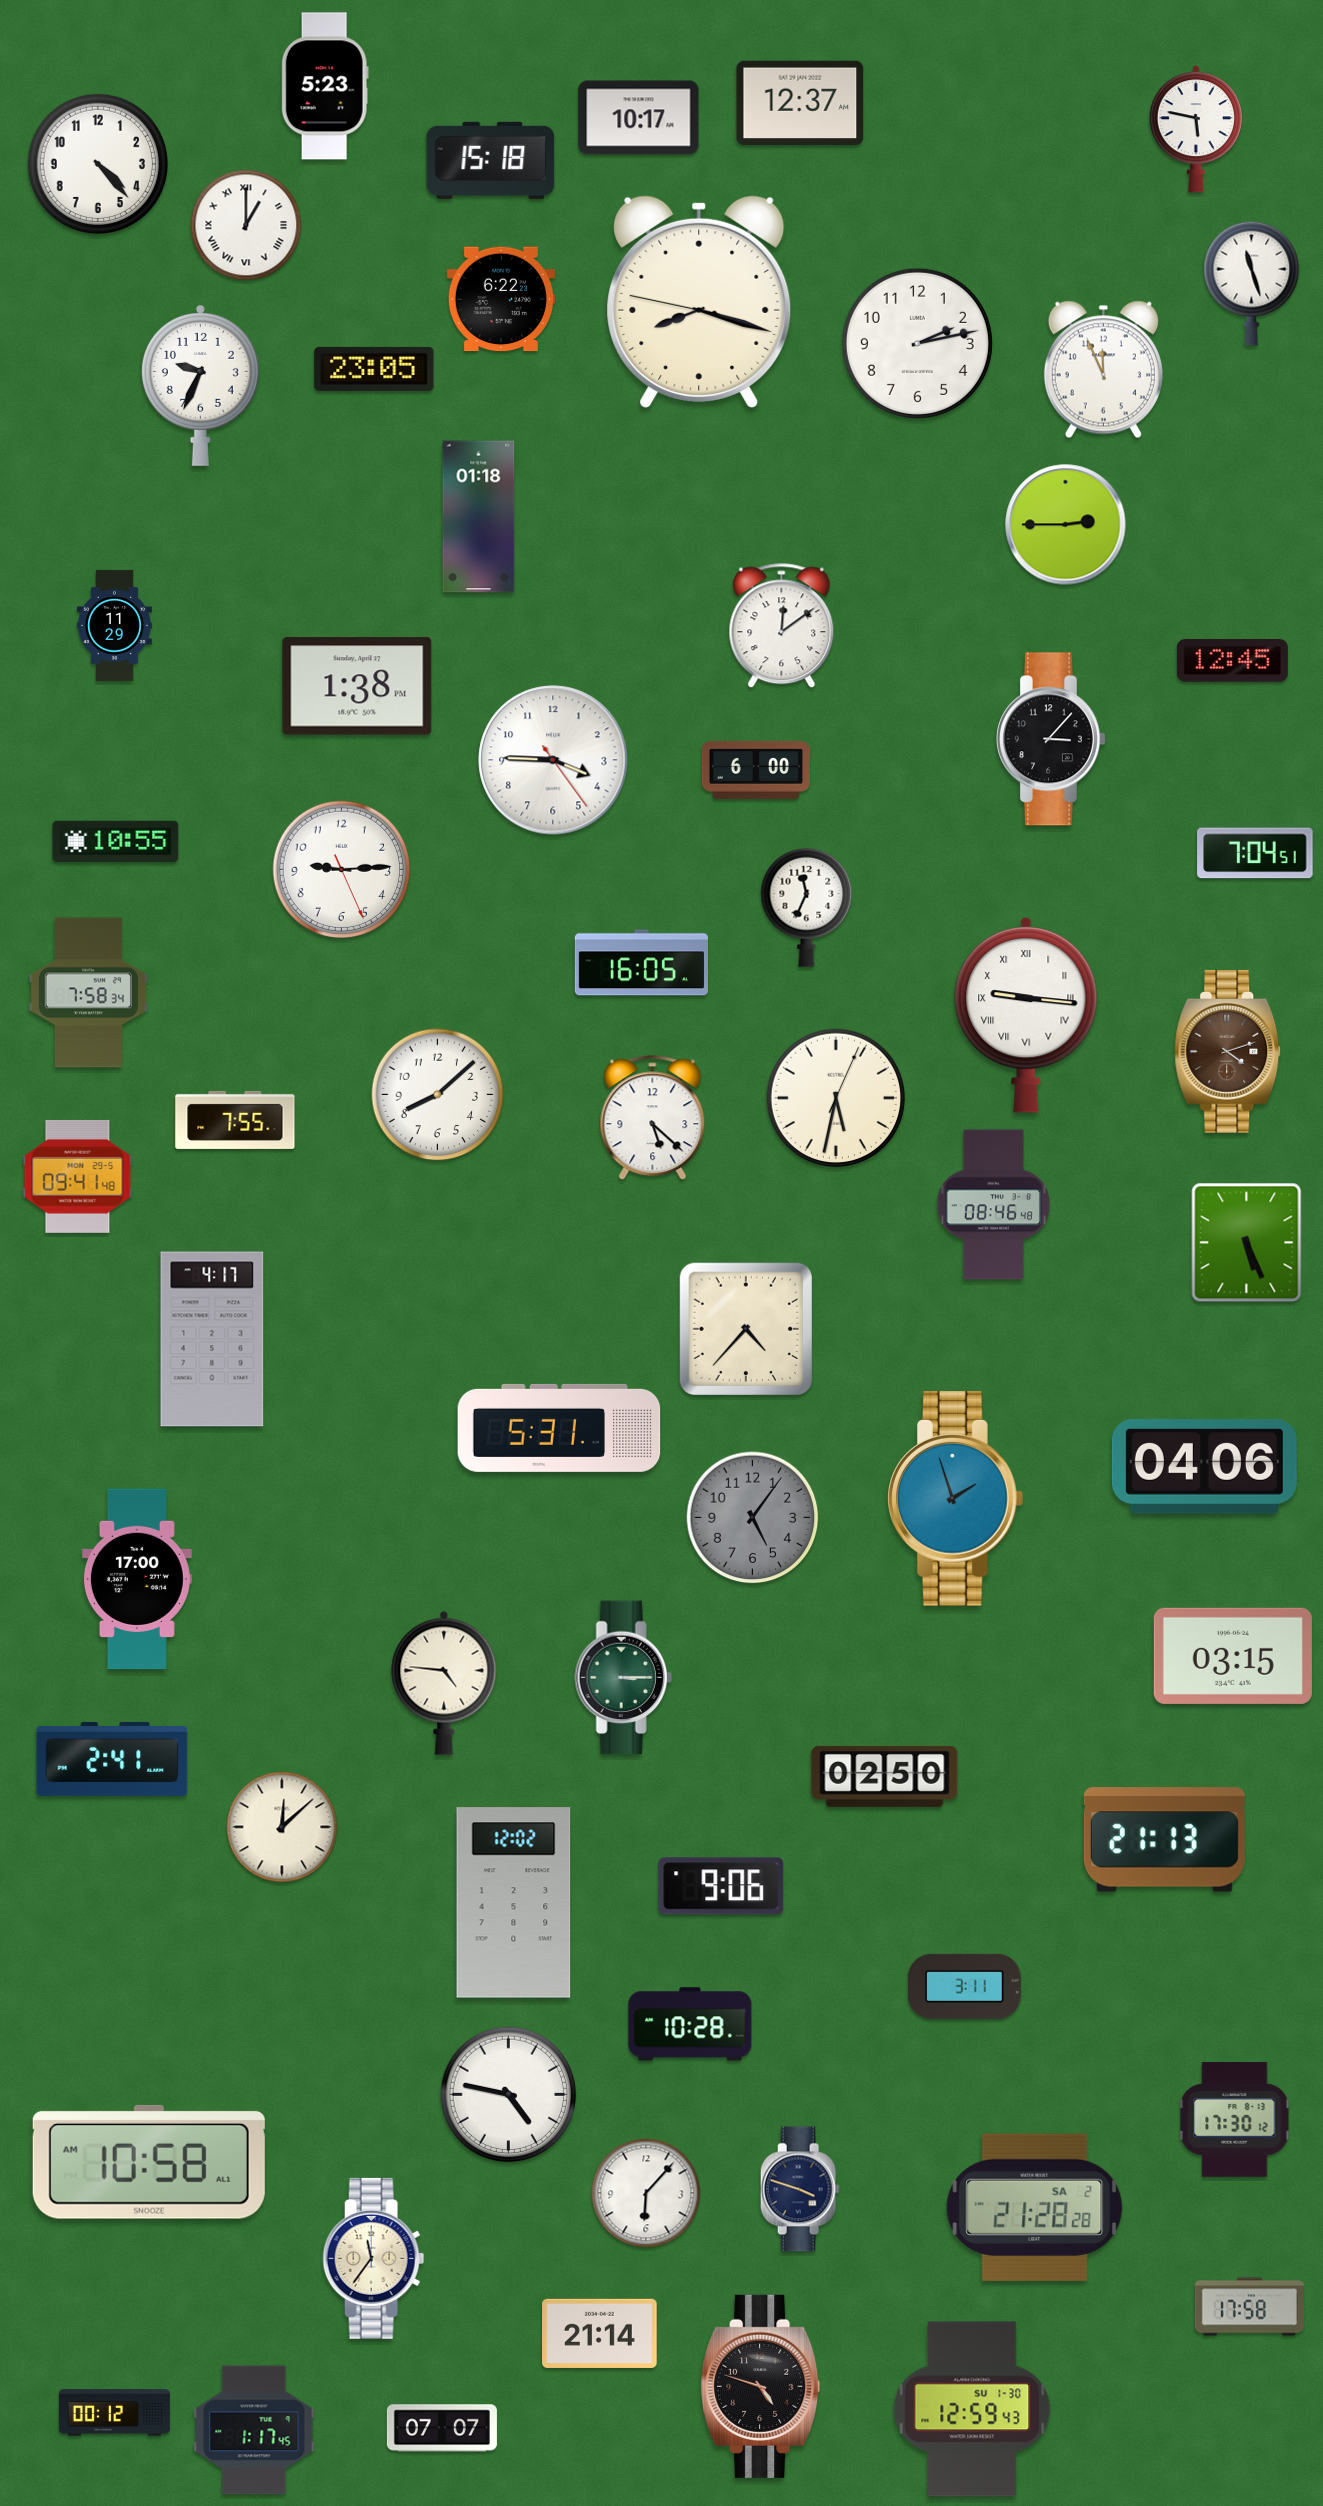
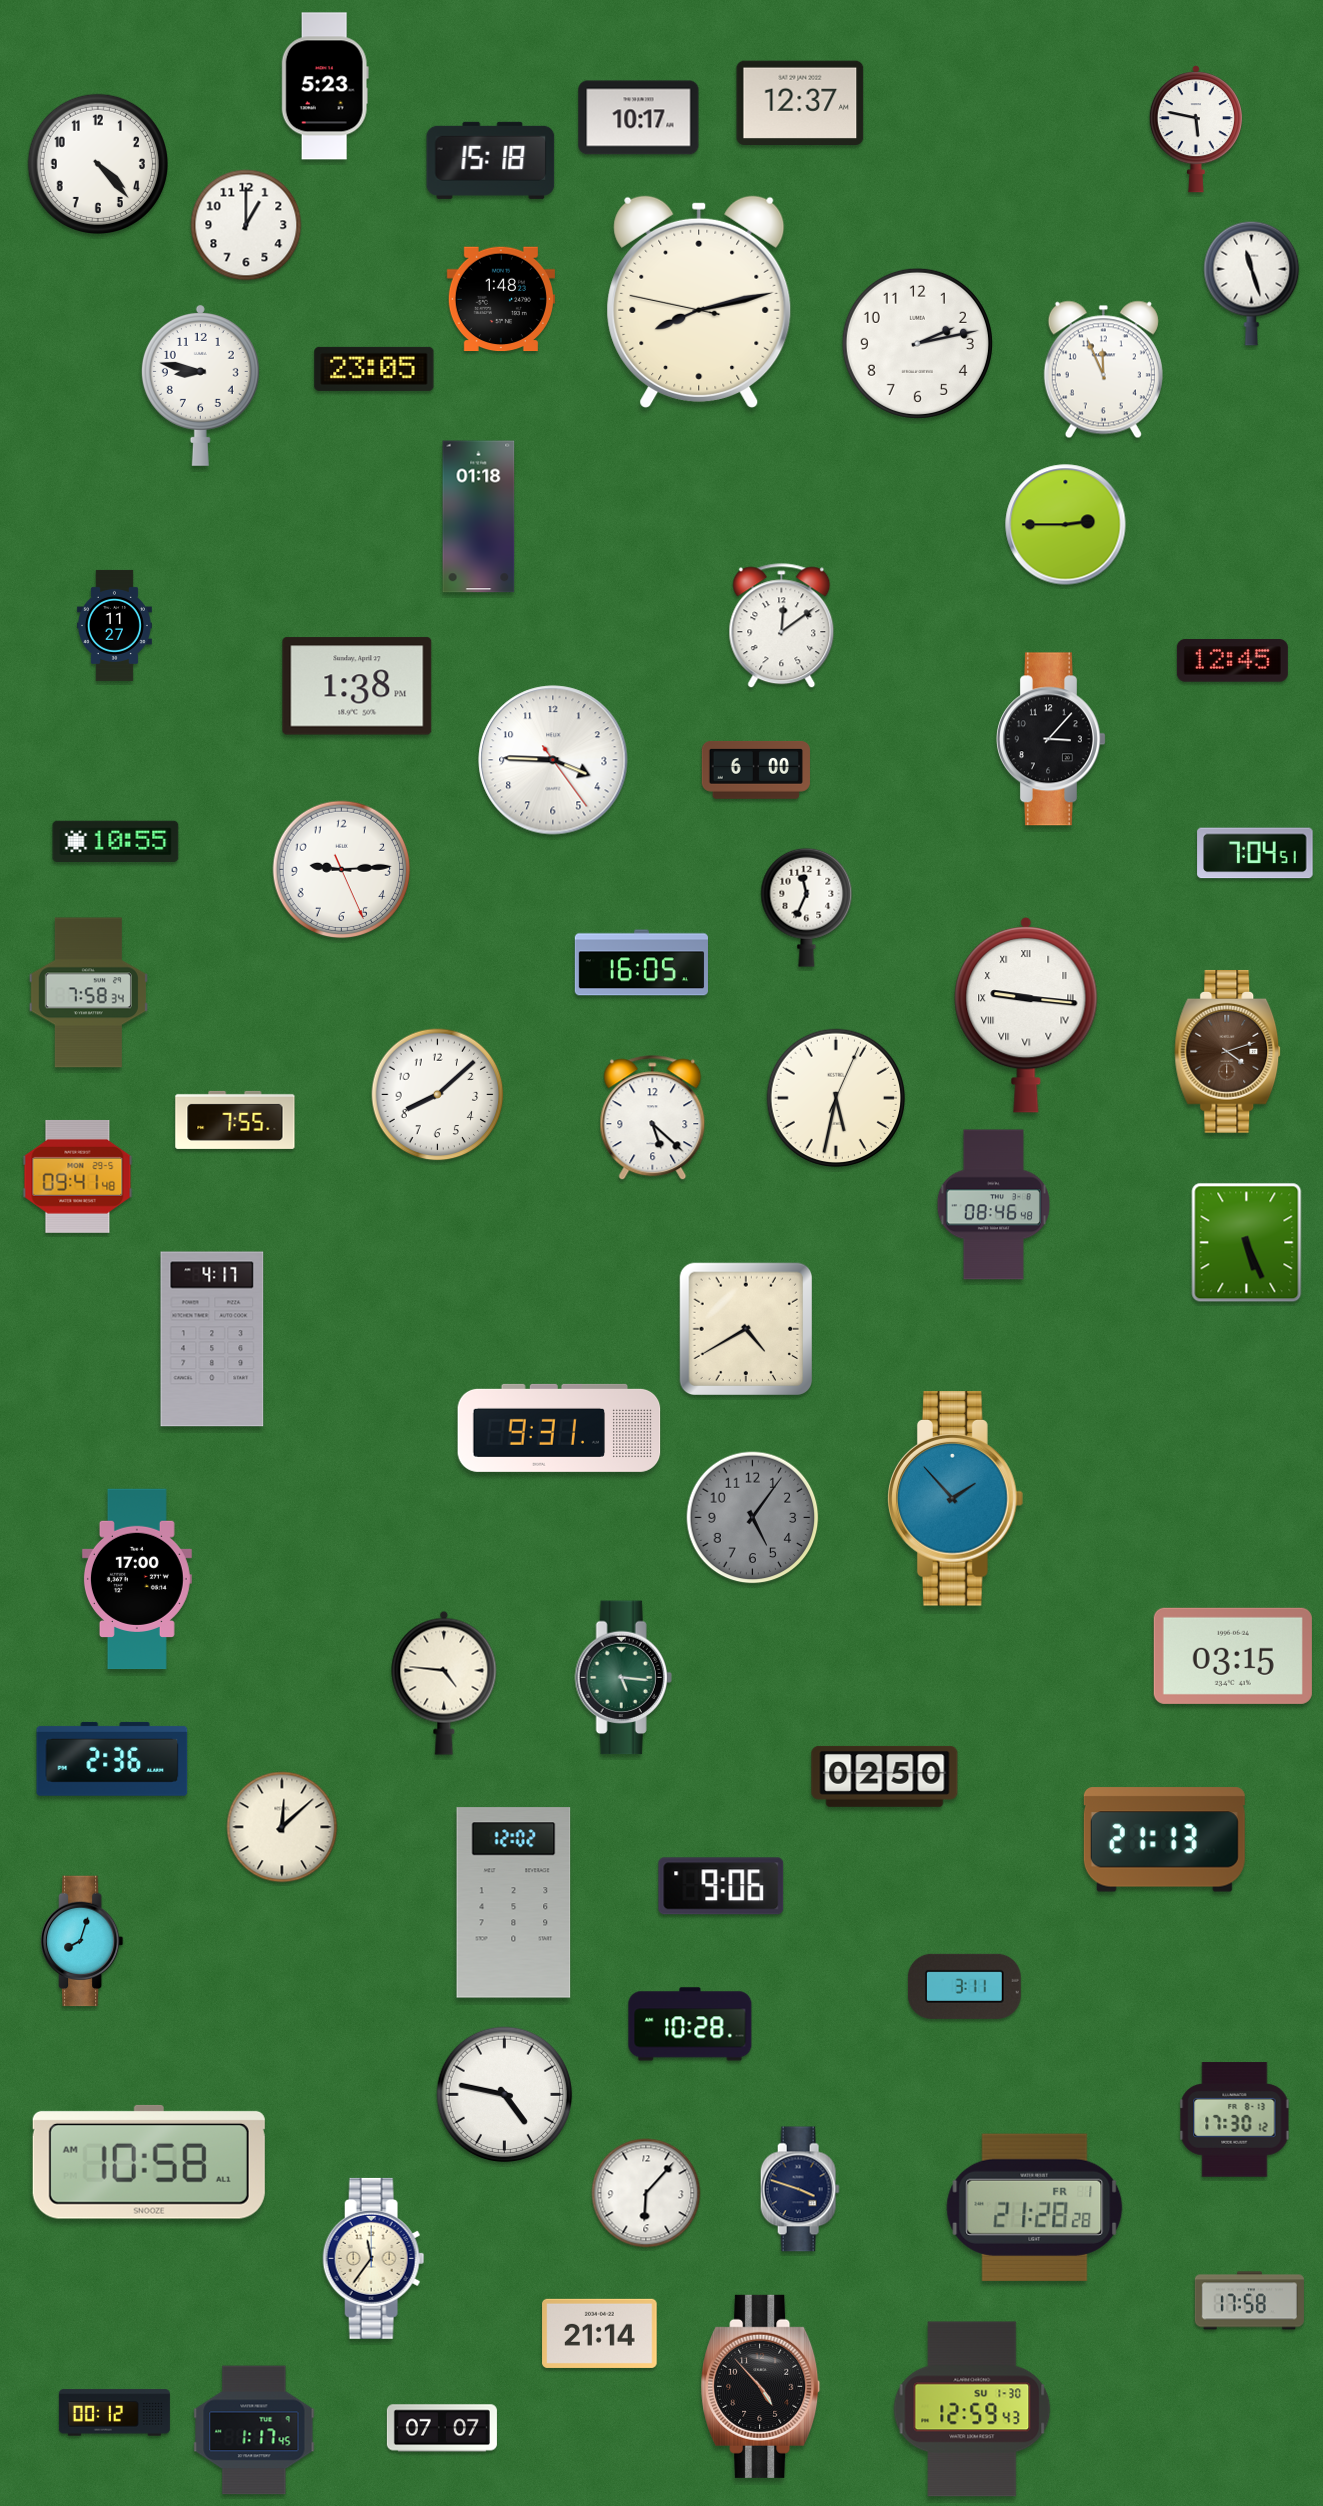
clock at (246, 225) numerals: Roman -> Arabic
clock at (501, 299): 6:22 -> 1:48
clock at (699, 302): 8:17 -> 8:12
clock at (200, 386): 9:34 -> 8:47
clock at (114, 625): 11:29 -> 11:27
clock at (745, 1328): 4:37 -> 4:40
clock at (559, 1428): 5:31 -> 9:31
clock at (1204, 1467): 04:06 -> none
clock at (956, 1499): 1:57 -> 1:53
clock at (623, 1678): 3:15 -> 5:16
clock at (112, 1759): 2:41 -> 2:36
clock at (82, 1941): none -> 8:03
clock at (509, 2095) position: (509, 2095) -> (505, 2095)
clock at (1035, 2207) date: SA 2 -> FR 1
clock at (1249, 2307) position: (1249, 2307) -> (1249, 2301)
clock at (761, 2386): 4:48 -> 4:53
